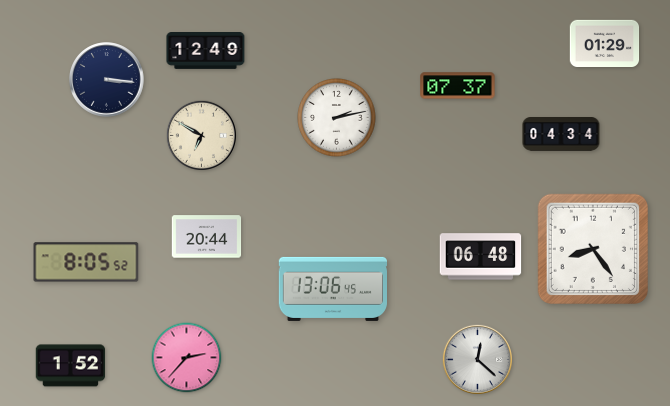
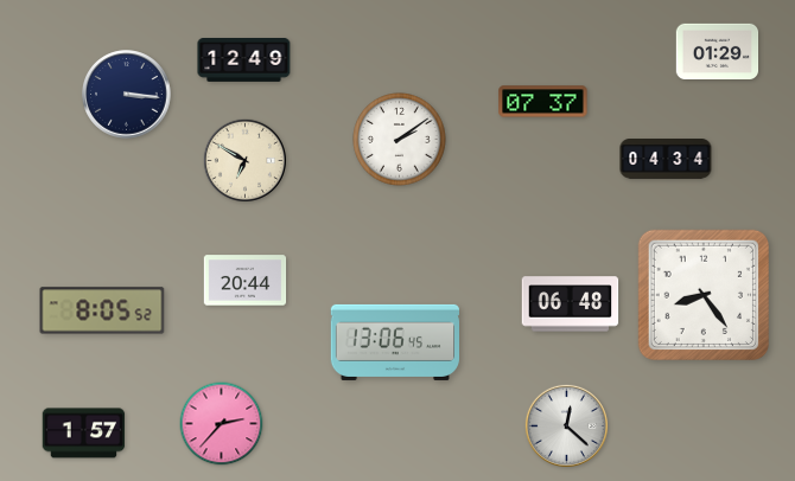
clock at (337, 118): 2:13 -> 2:09
clock at (201, 135) position: (201, 135) -> (244, 160)
clock at (71, 366): 1:52 -> 1:57
